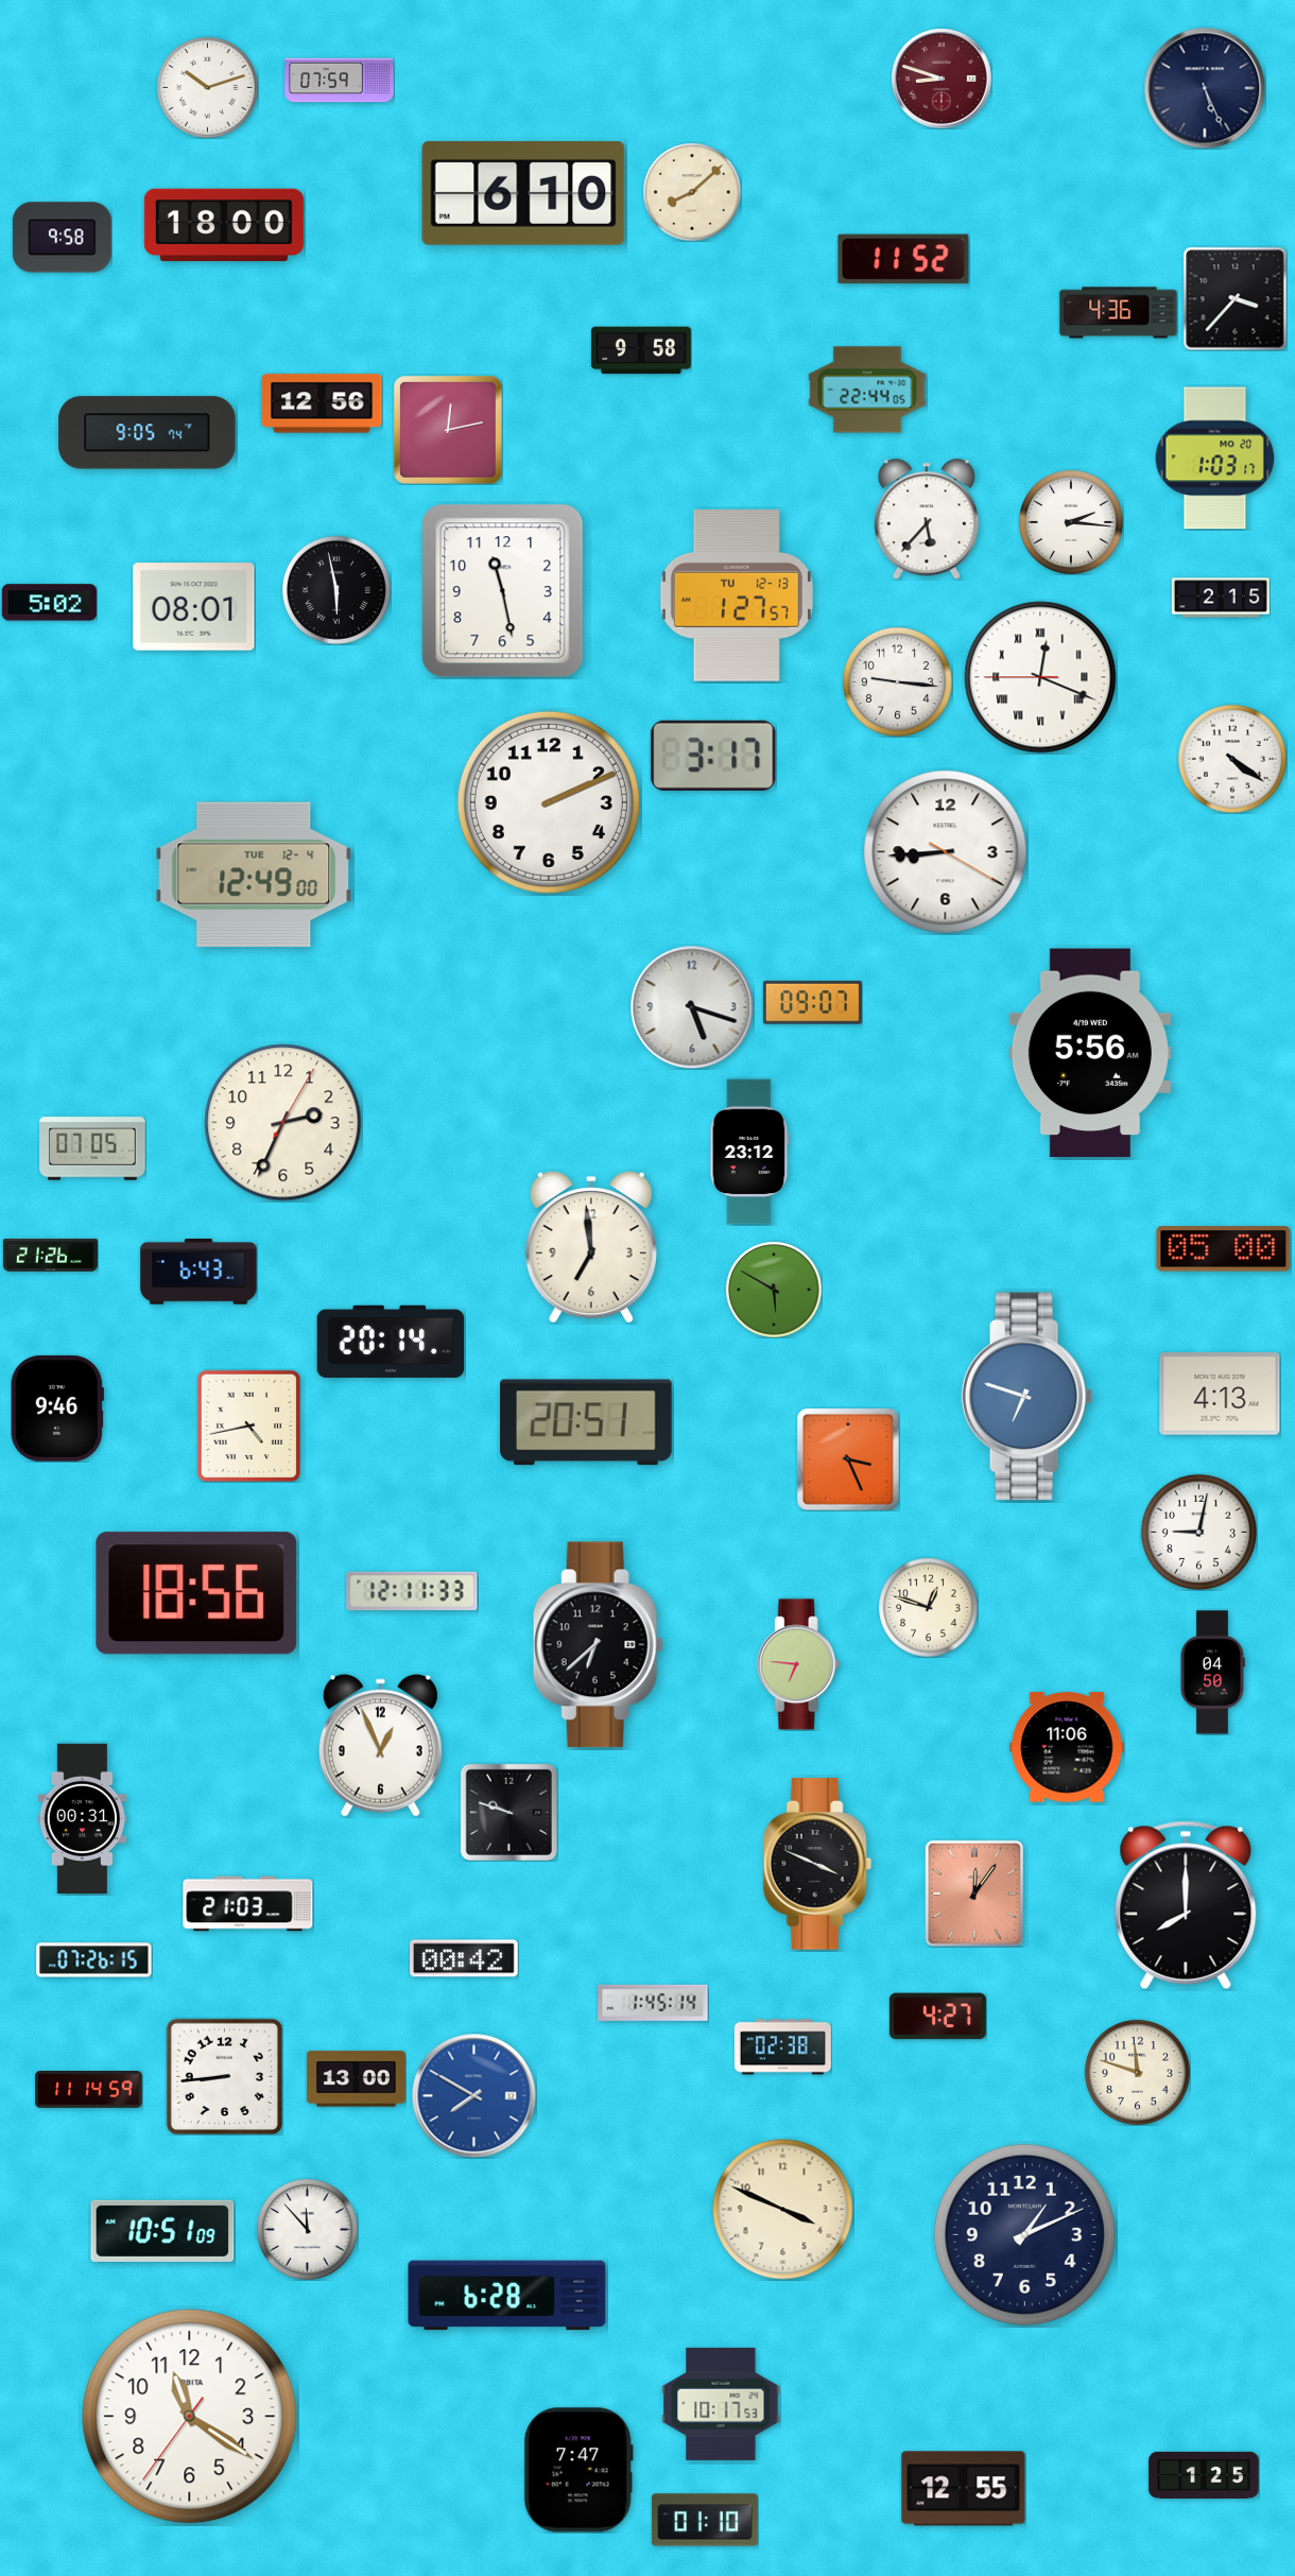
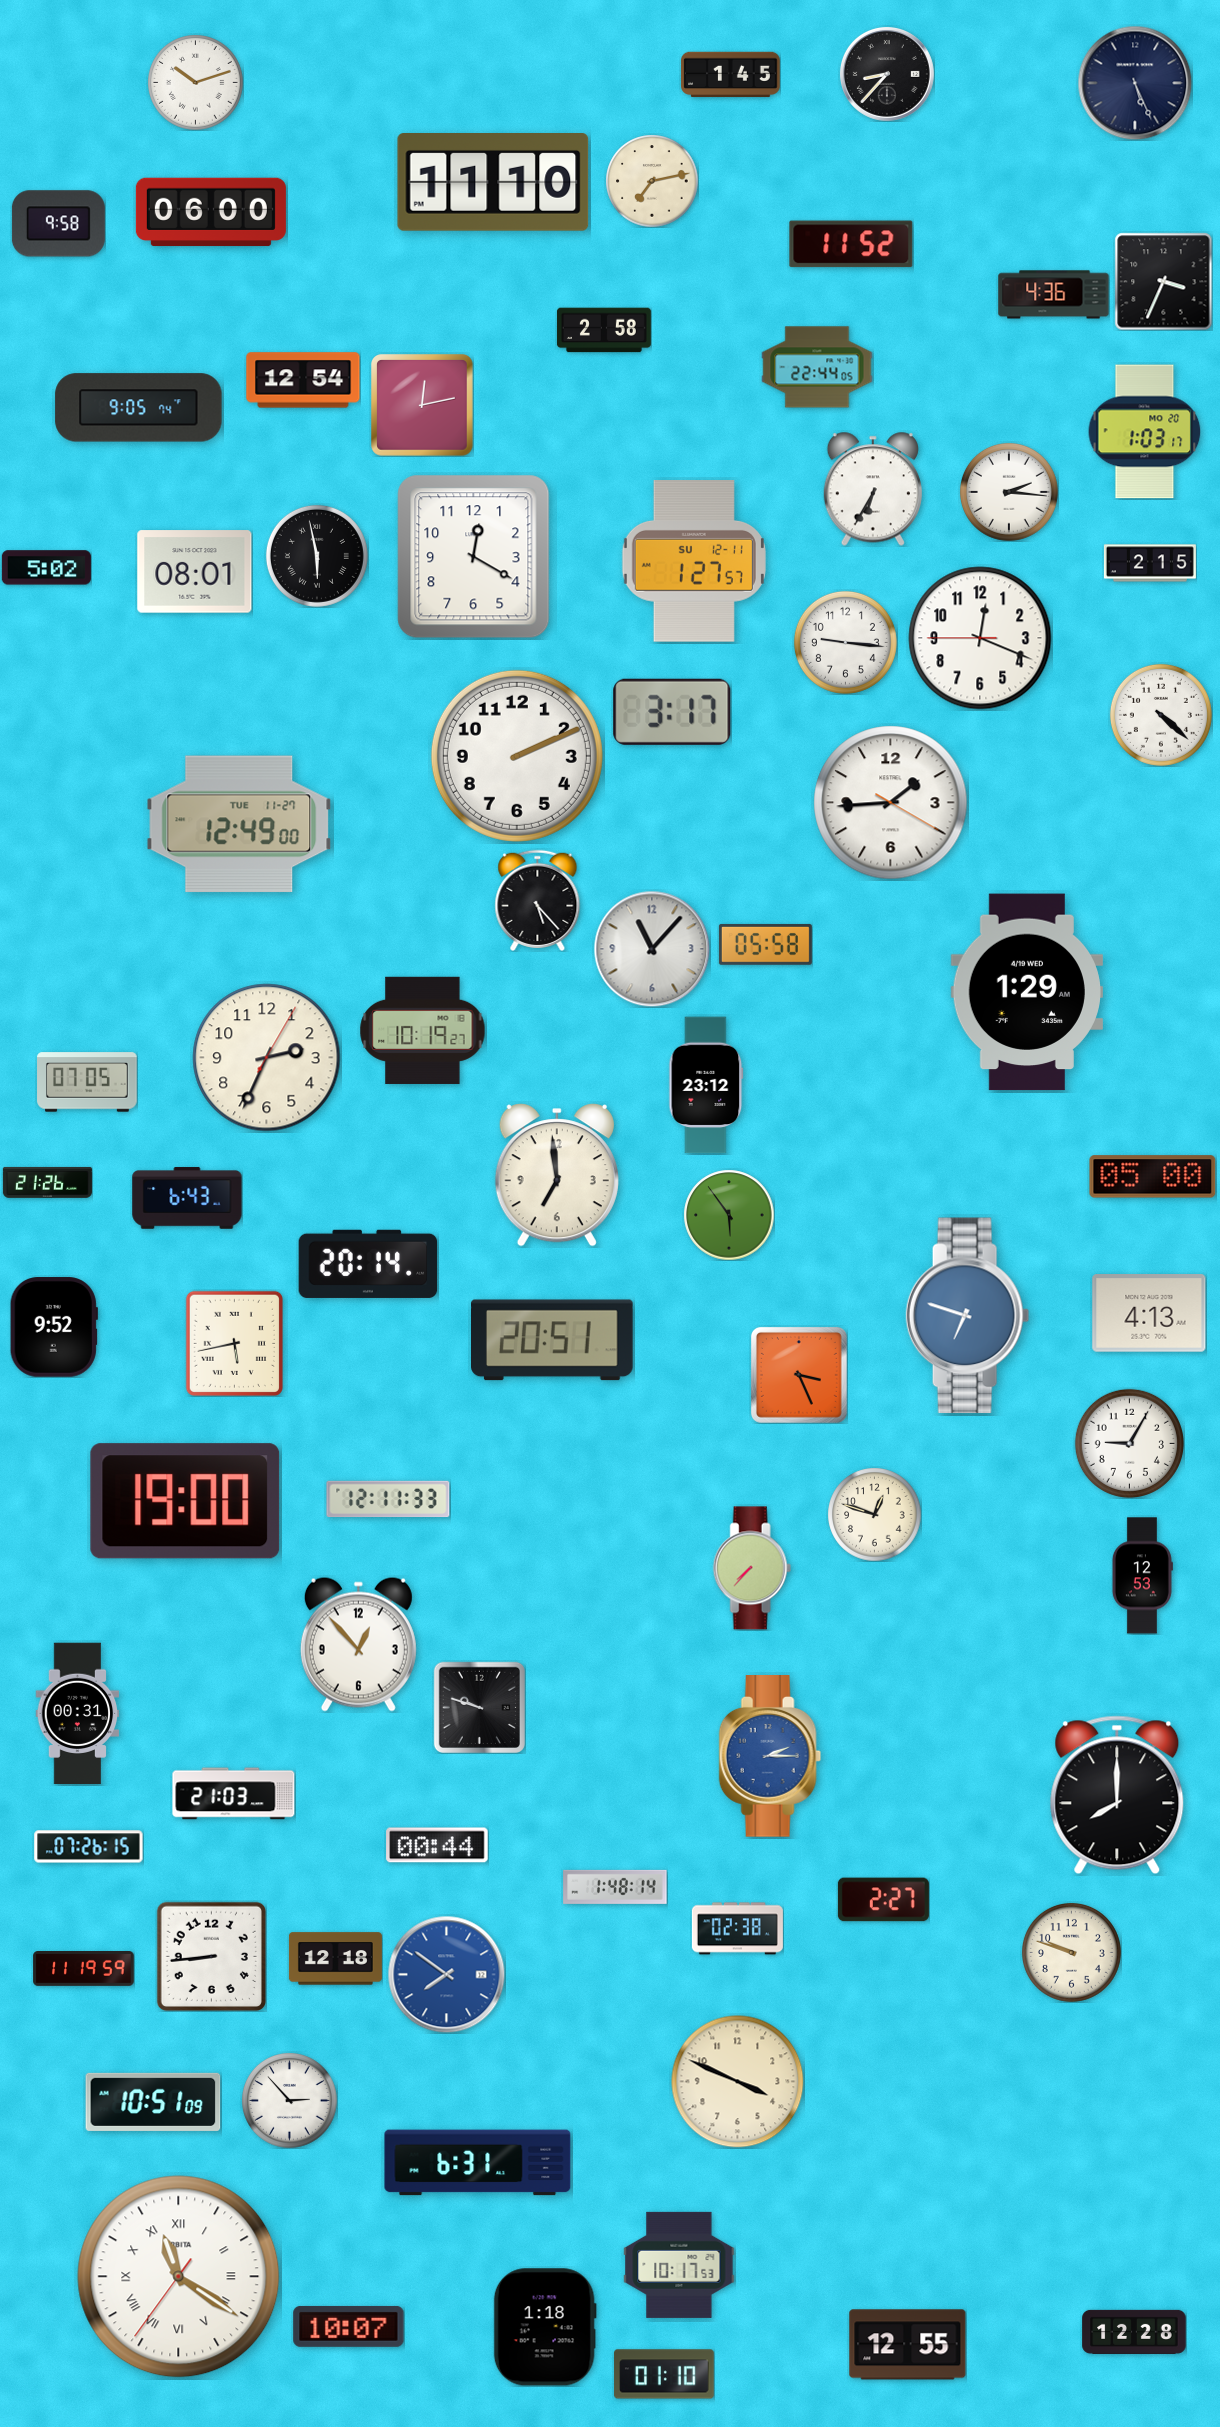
clock at (942, 79): 8:48 -> 8:37
clock at (942, 79) dial: burgundy -> black
clock at (731, 75): none -> 1:45
clock at (340, 81): 07:59 -> none
clock at (692, 192): 8:08 -> 7:13
clock at (523, 194): 6:10 -> 11:10
clock at (224, 225): 18:00 -> 06:00
clock at (1234, 298): 3:37 -> 3:34
clock at (641, 350): 9:58 -> 2:58
clock at (322, 403): 12:56 -> 12:54
clock at (927, 519): 5:37 -> 6:35
clock at (503, 591): 11:28 -> 12:20
clock at (737, 595) date: TU 12-13 -> SU 12-11
clock at (194, 607) position: (194, 607) -> (195, 572)
clock at (1040, 677) numerals: Roman -> Arabic
clock at (1232, 759): 4:21 -> 4:22
clock at (946, 852): 8:44 -> 1:44
clock at (254, 875) date: TUE 12-4 -> TUE 11-27
clock at (538, 900): none -> 5:23
clock at (812, 1002): 09:07 -> 05:58
clock at (692, 1007): 5:18 -> 11:07
clock at (1090, 1053): 5:56 -> 1:29
clock at (423, 1030): none -> 10:19
clock at (774, 1290): 5:50 -> 5:54
clock at (57, 1408): 9:46 -> 9:52
clock at (248, 1425): 4:43 -> 5:43
clock at (1198, 1532): 9:02 -> 9:05
clock at (196, 1593): 18:56 -> 19:00
clock at (598, 1645): 6:38 -> none
clock at (798, 1664): 6:46 -> 7:37
clock at (1212, 1673): 04:50 -> 12:53
clock at (380, 1745): 12:56 -> 12:53
clock at (1067, 1747): 11:06 -> none
clock at (817, 1864): 3:49 -> 2:15
clock at (817, 1864) dial: black -> blue
clock at (973, 1894): 12:06 -> none
clock at (464, 1958): 00:42 -> 00:44
clock at (653, 2003): 1:45 -> 1:48
clock at (937, 2017): 4:27 -> 2:27
clock at (1137, 2072): 11:48 -> 9:48
clock at (356, 2079): 13:00 -> 12:18
clock at (89, 2090): 11:14 -> 11:19
clock at (473, 2095): 7:50 -> 7:51
clock at (308, 2230): 11:53 -> 2:53
clock at (1024, 2234): 1:11 -> none
clock at (507, 2296): 6:28 -> 6:31
clock at (190, 2417) numerals: Arabic -> Roman
clock at (349, 2326): none -> 10:07
clock at (579, 2470): 7:47 -> 1:18
clock at (1204, 2475): 1:25 -> 12:28
